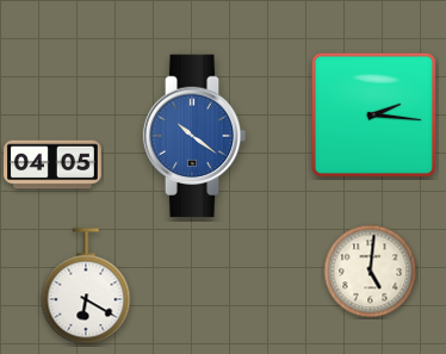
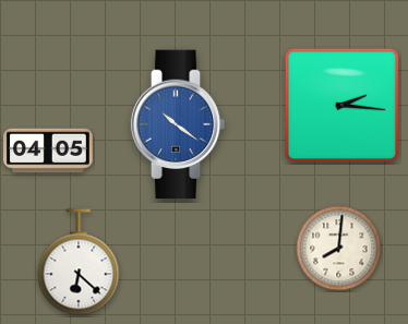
clock at (371, 272): 5:01 -> 8:01
clock at (86, 286): 6:20 -> 6:22
